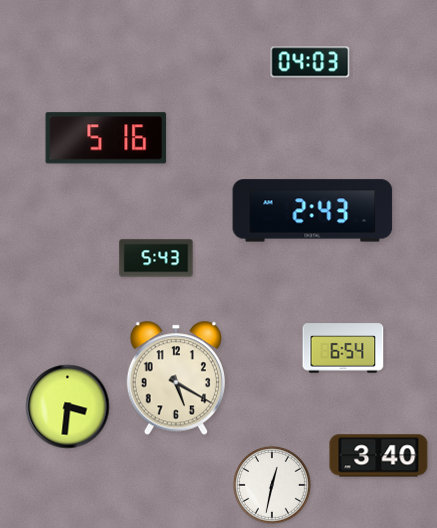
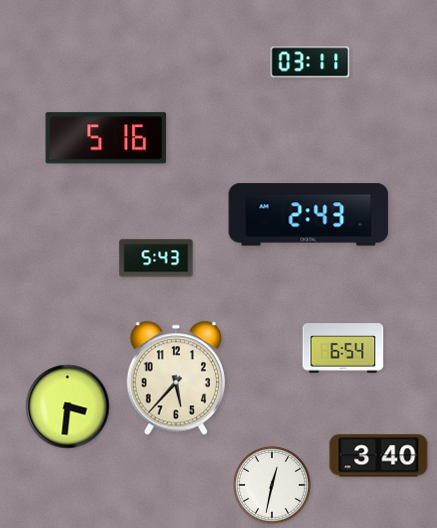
clock at (310, 62): 04:03 -> 03:11
clock at (313, 211) position: (313, 211) -> (309, 215)
clock at (176, 378): 5:20 -> 5:37
